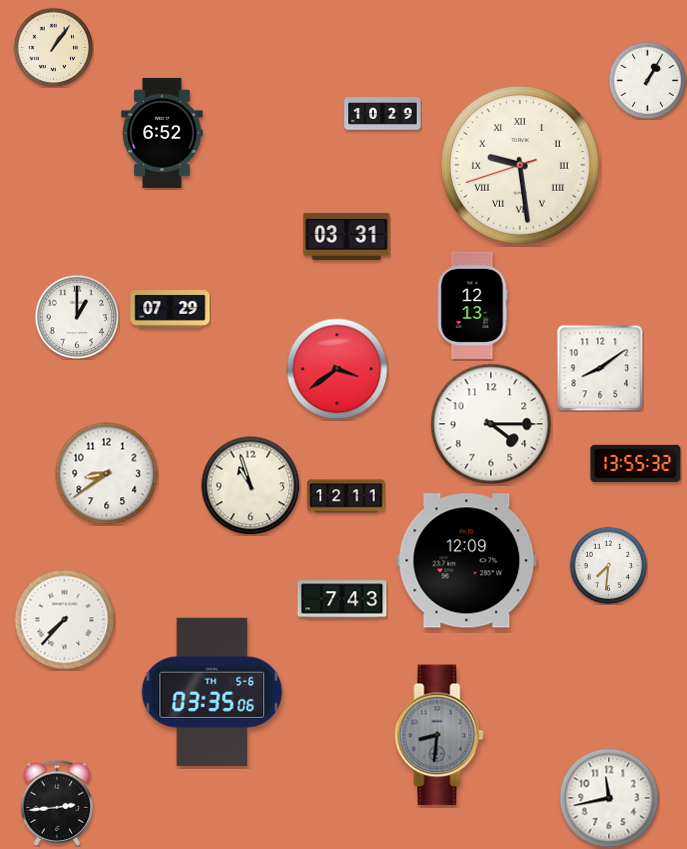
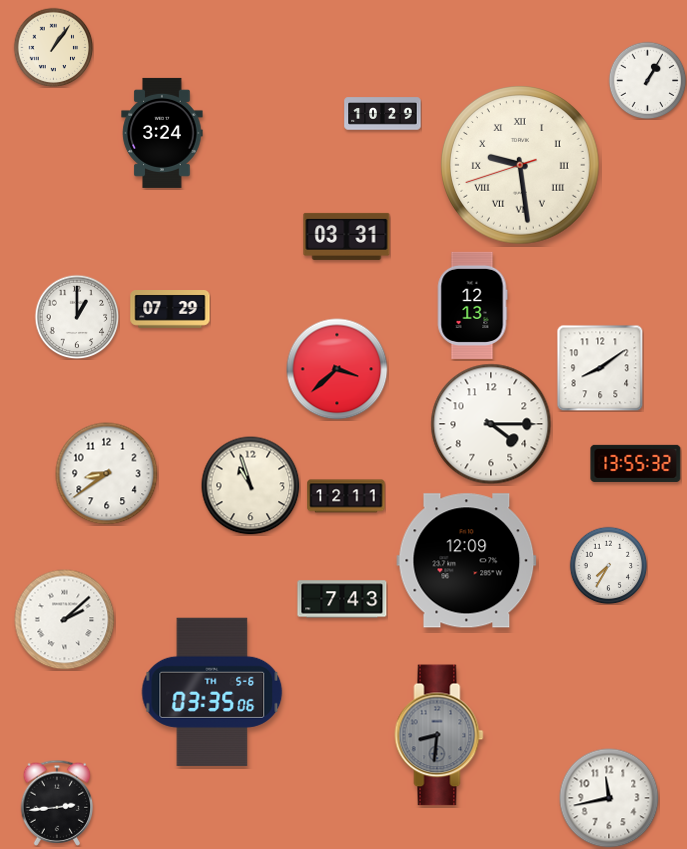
clock at (162, 133): 6:52 -> 3:24
clock at (337, 369): 3:39 -> 3:38
clock at (608, 565): 7:31 -> 7:35
clock at (65, 620): 7:37 -> 2:08
